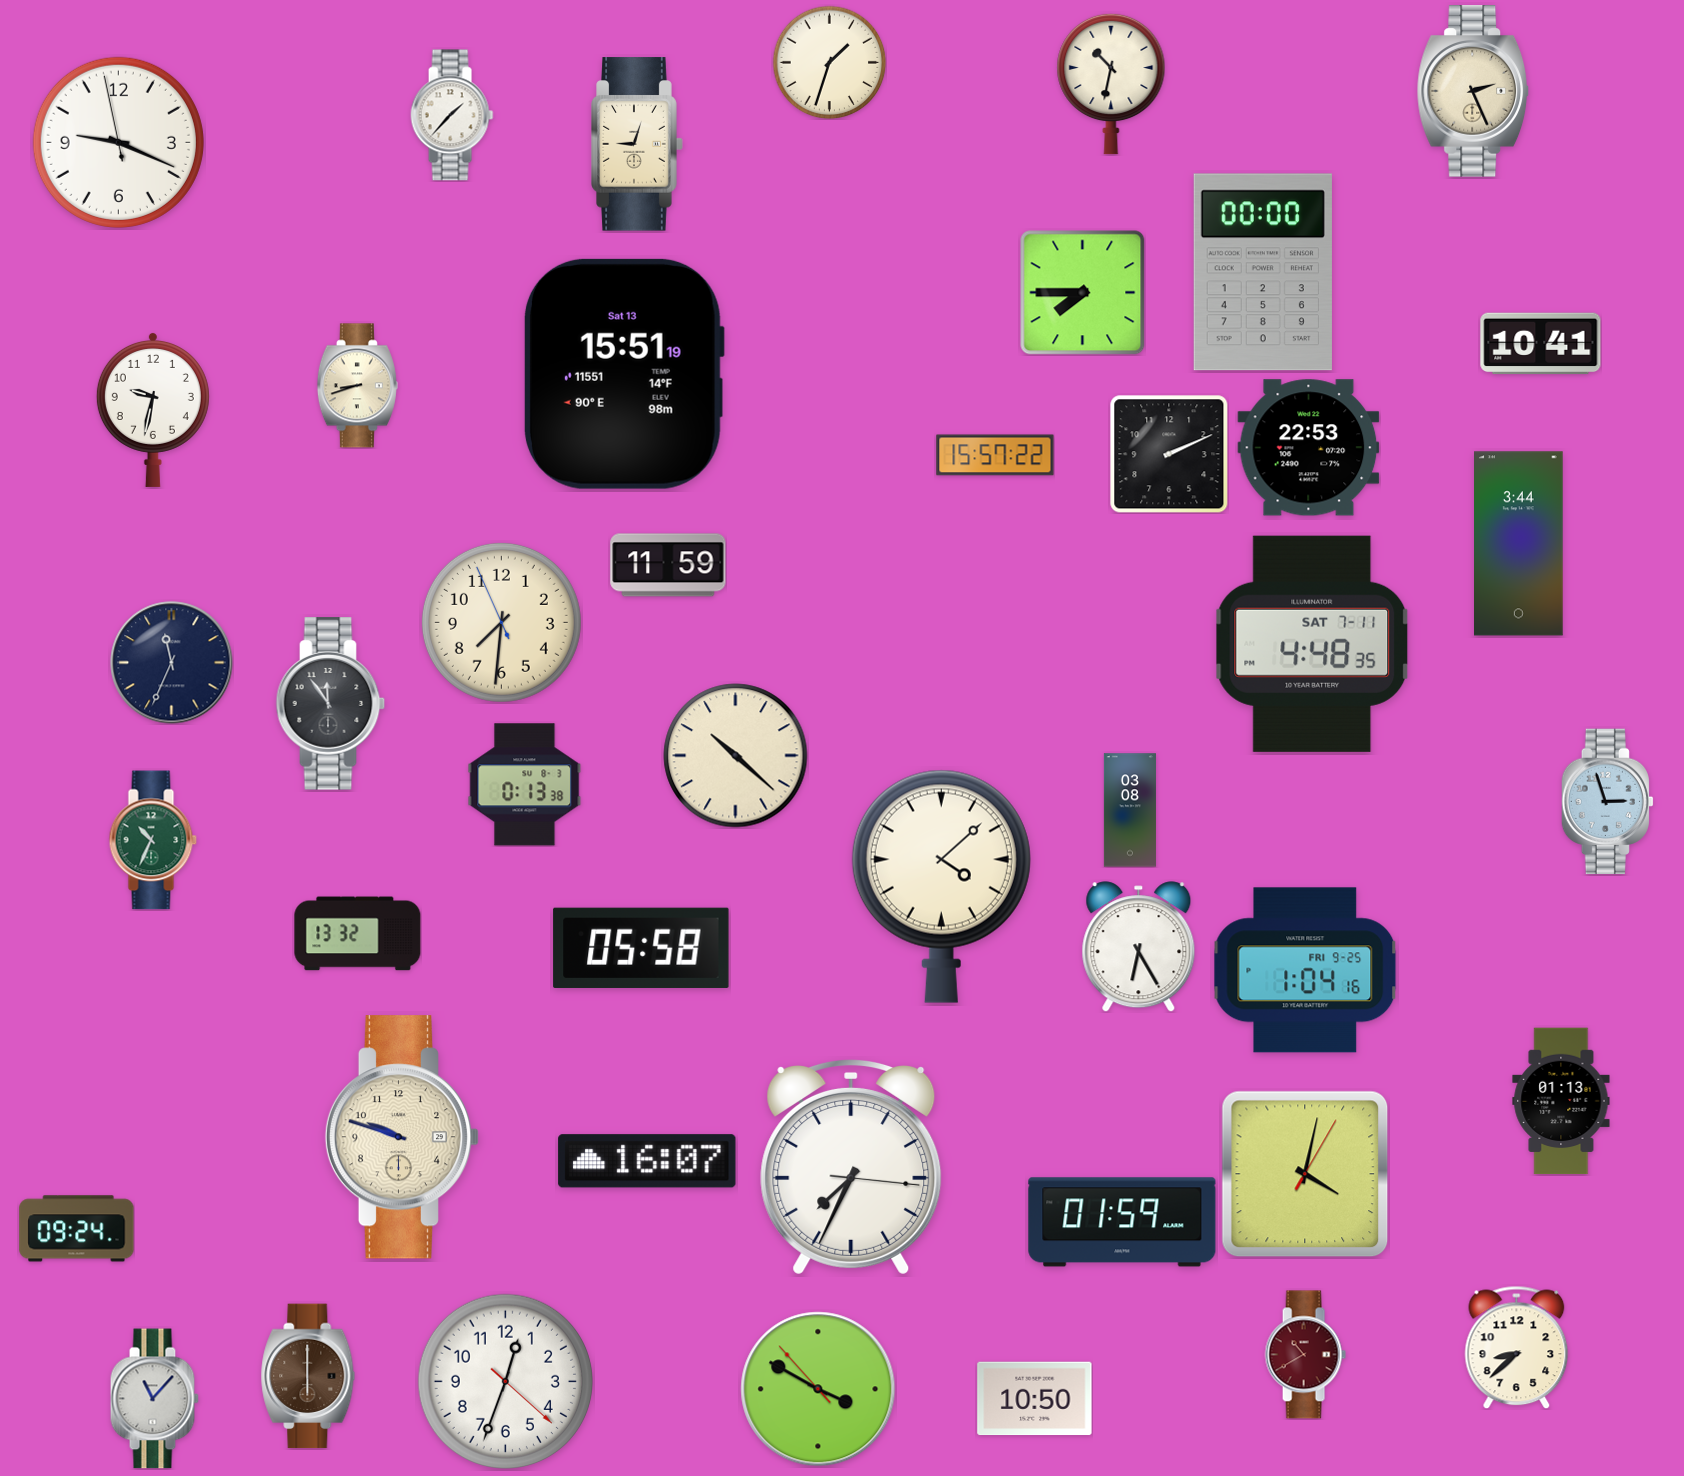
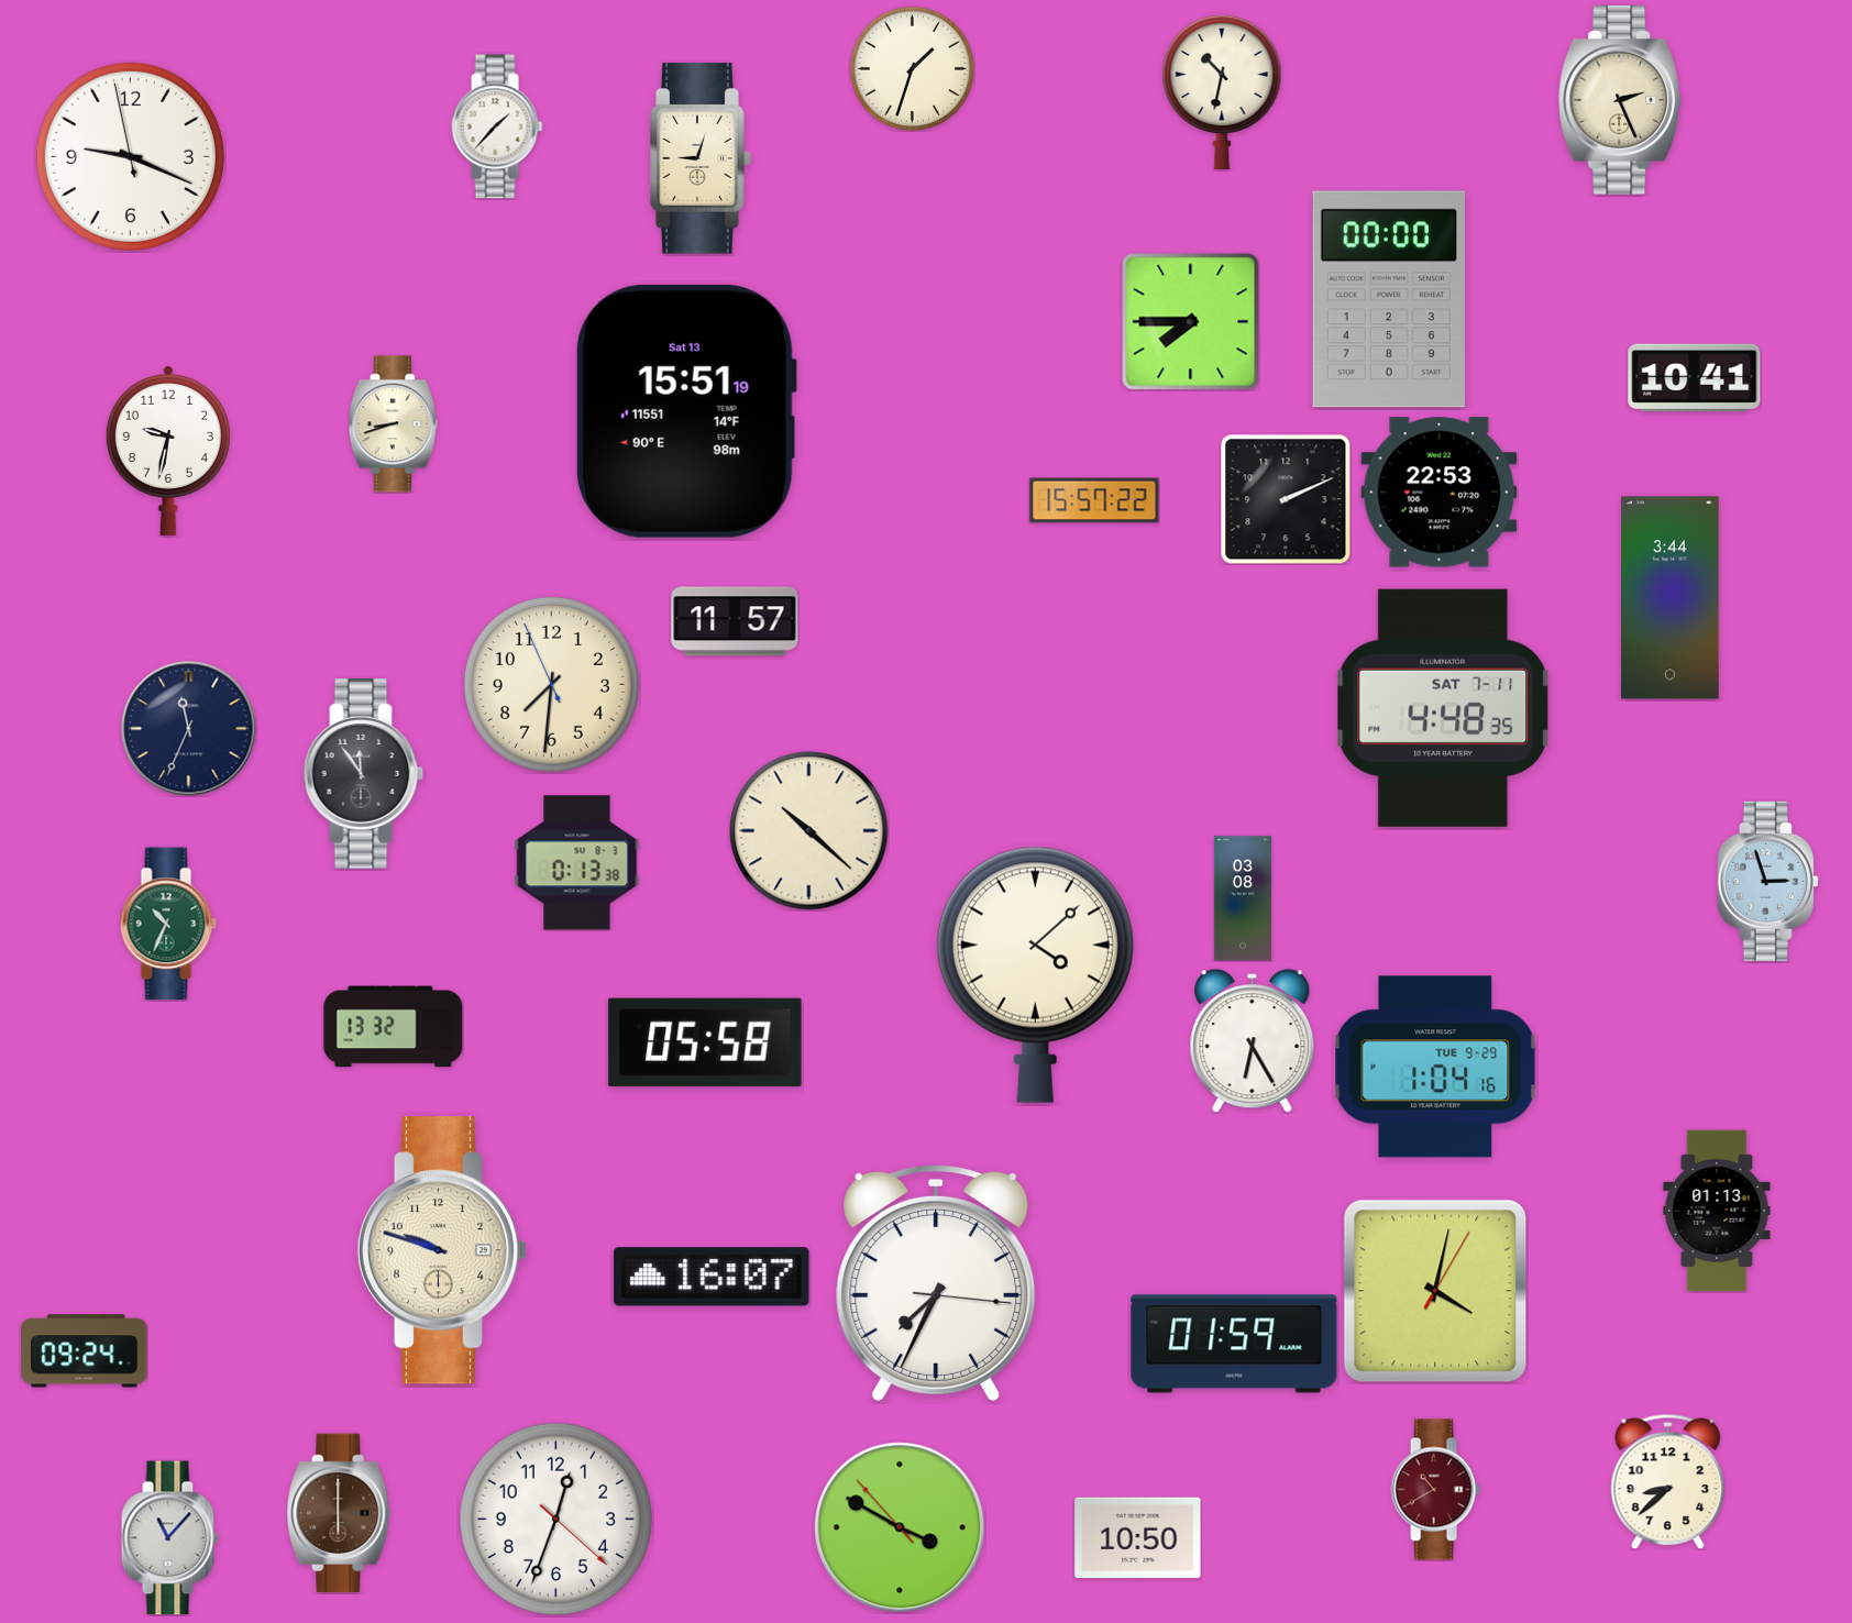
clock at (668, 565): 11:59 -> 11:57
clock at (1130, 810) position: (1130, 810) -> (1243, 898)
clock at (1305, 970) date: FRI 9-25 -> TUE 9-29
